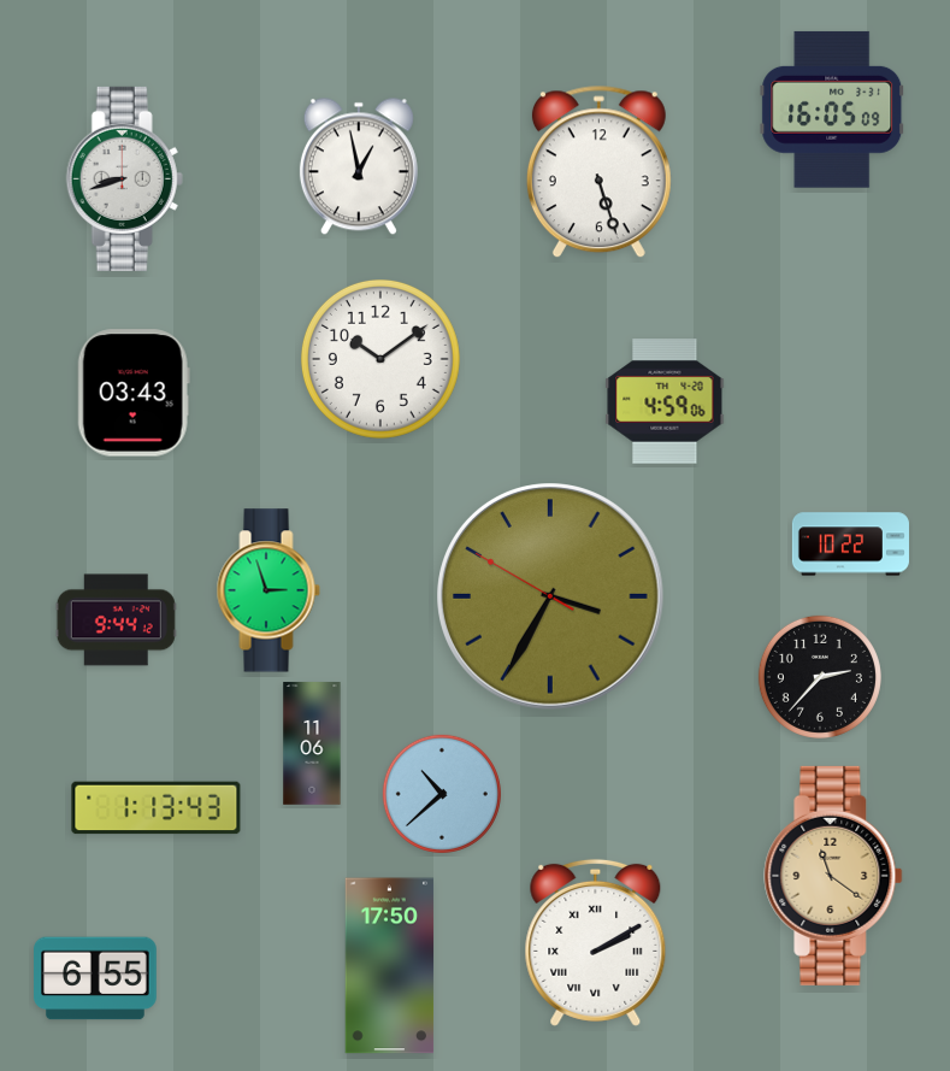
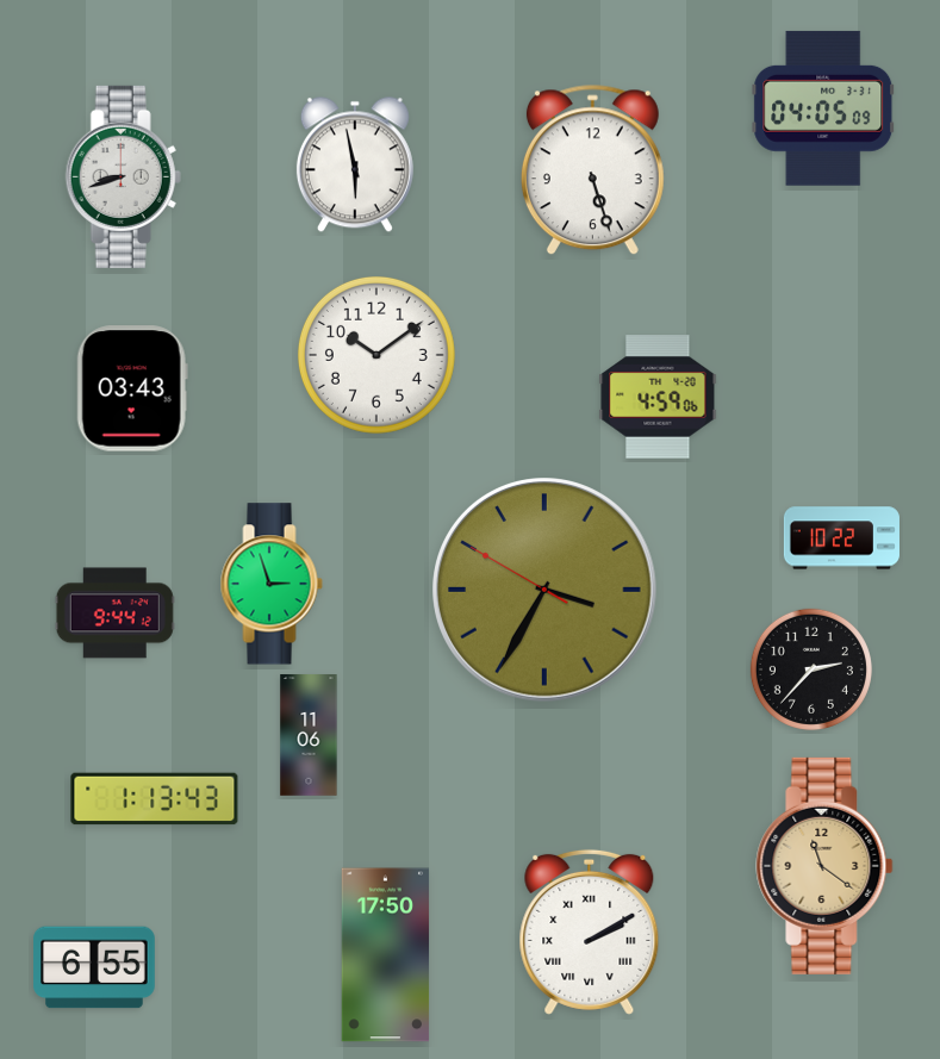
clock at (832, 110): 16:05 -> 04:05
clock at (359, 166): 12:58 -> 5:58
clock at (269, 590) position: (269, 590) -> (272, 584)
clock at (442, 794): 10:38 -> none
